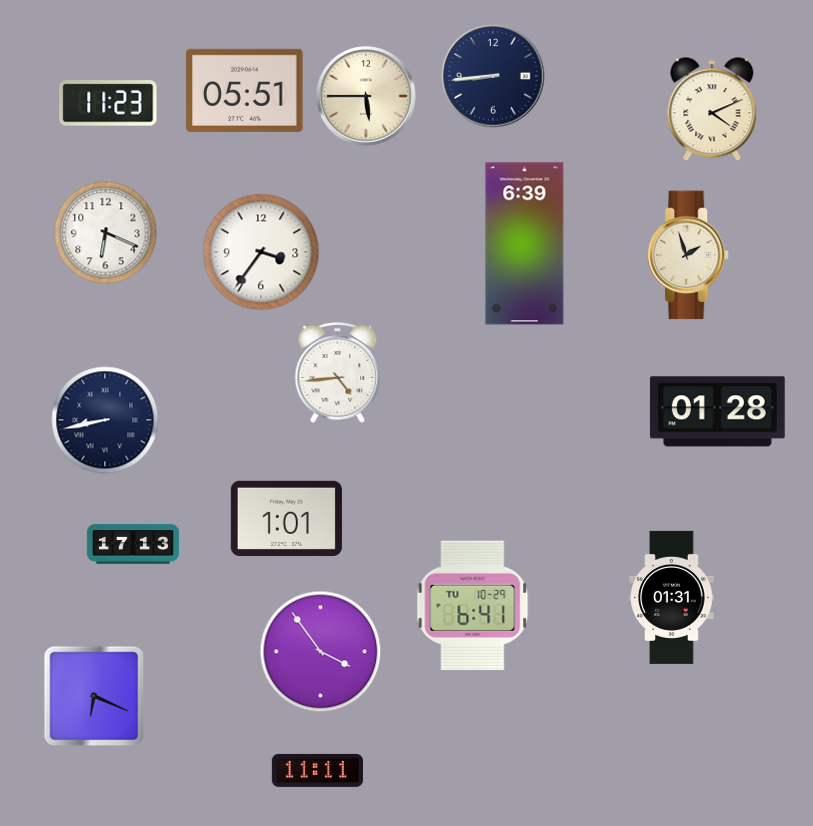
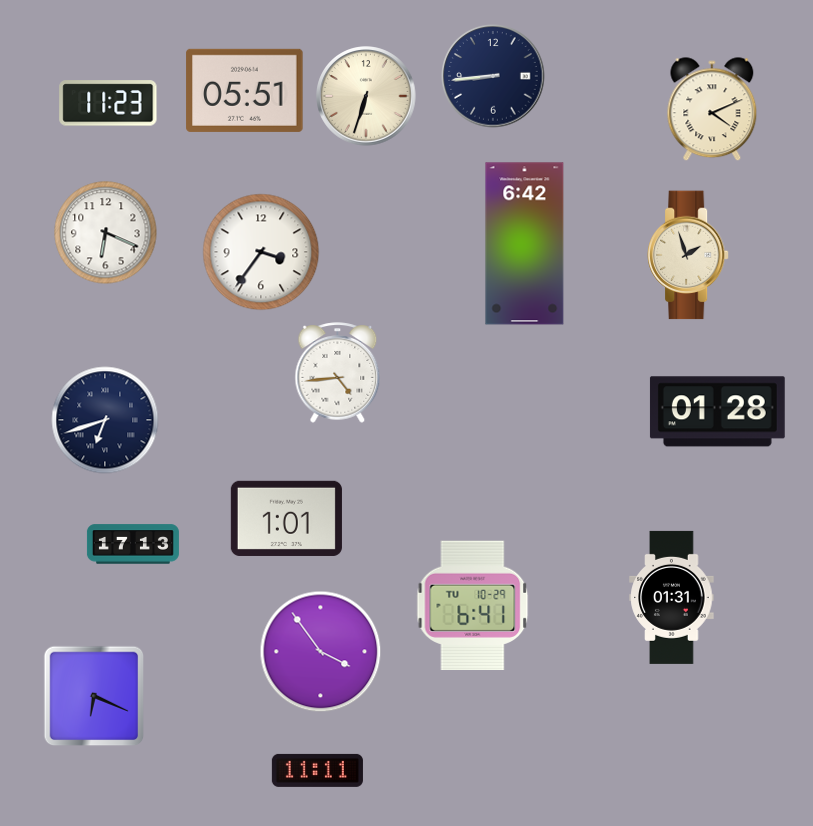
clock at (366, 96): 5:45 -> 6:33
clock at (525, 244): 6:39 -> 6:42
clock at (105, 420): 8:43 -> 6:42
